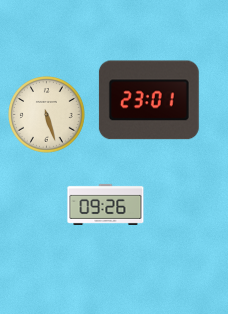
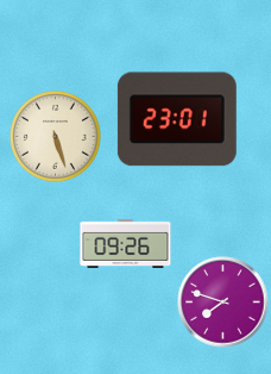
clock at (223, 303): none -> 7:48
